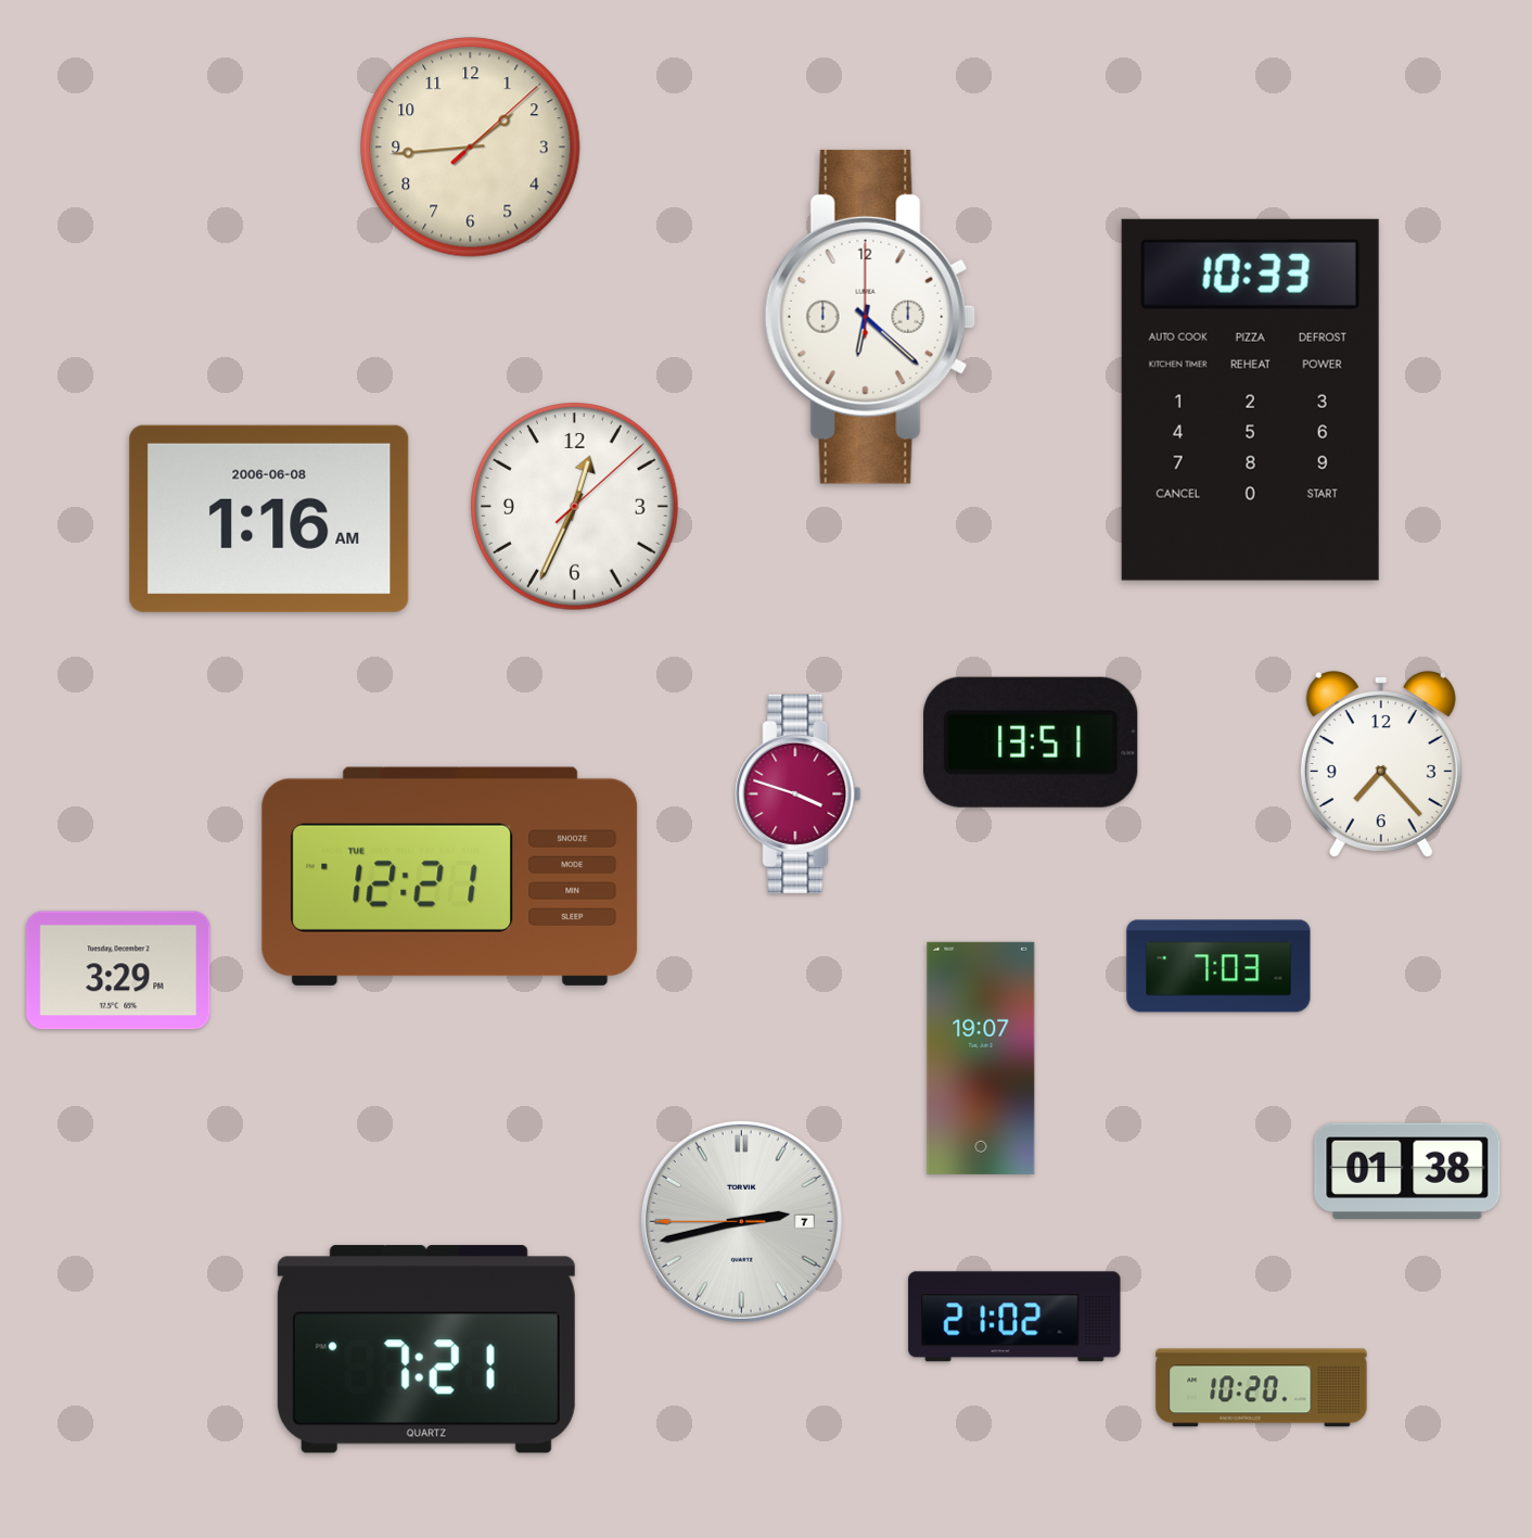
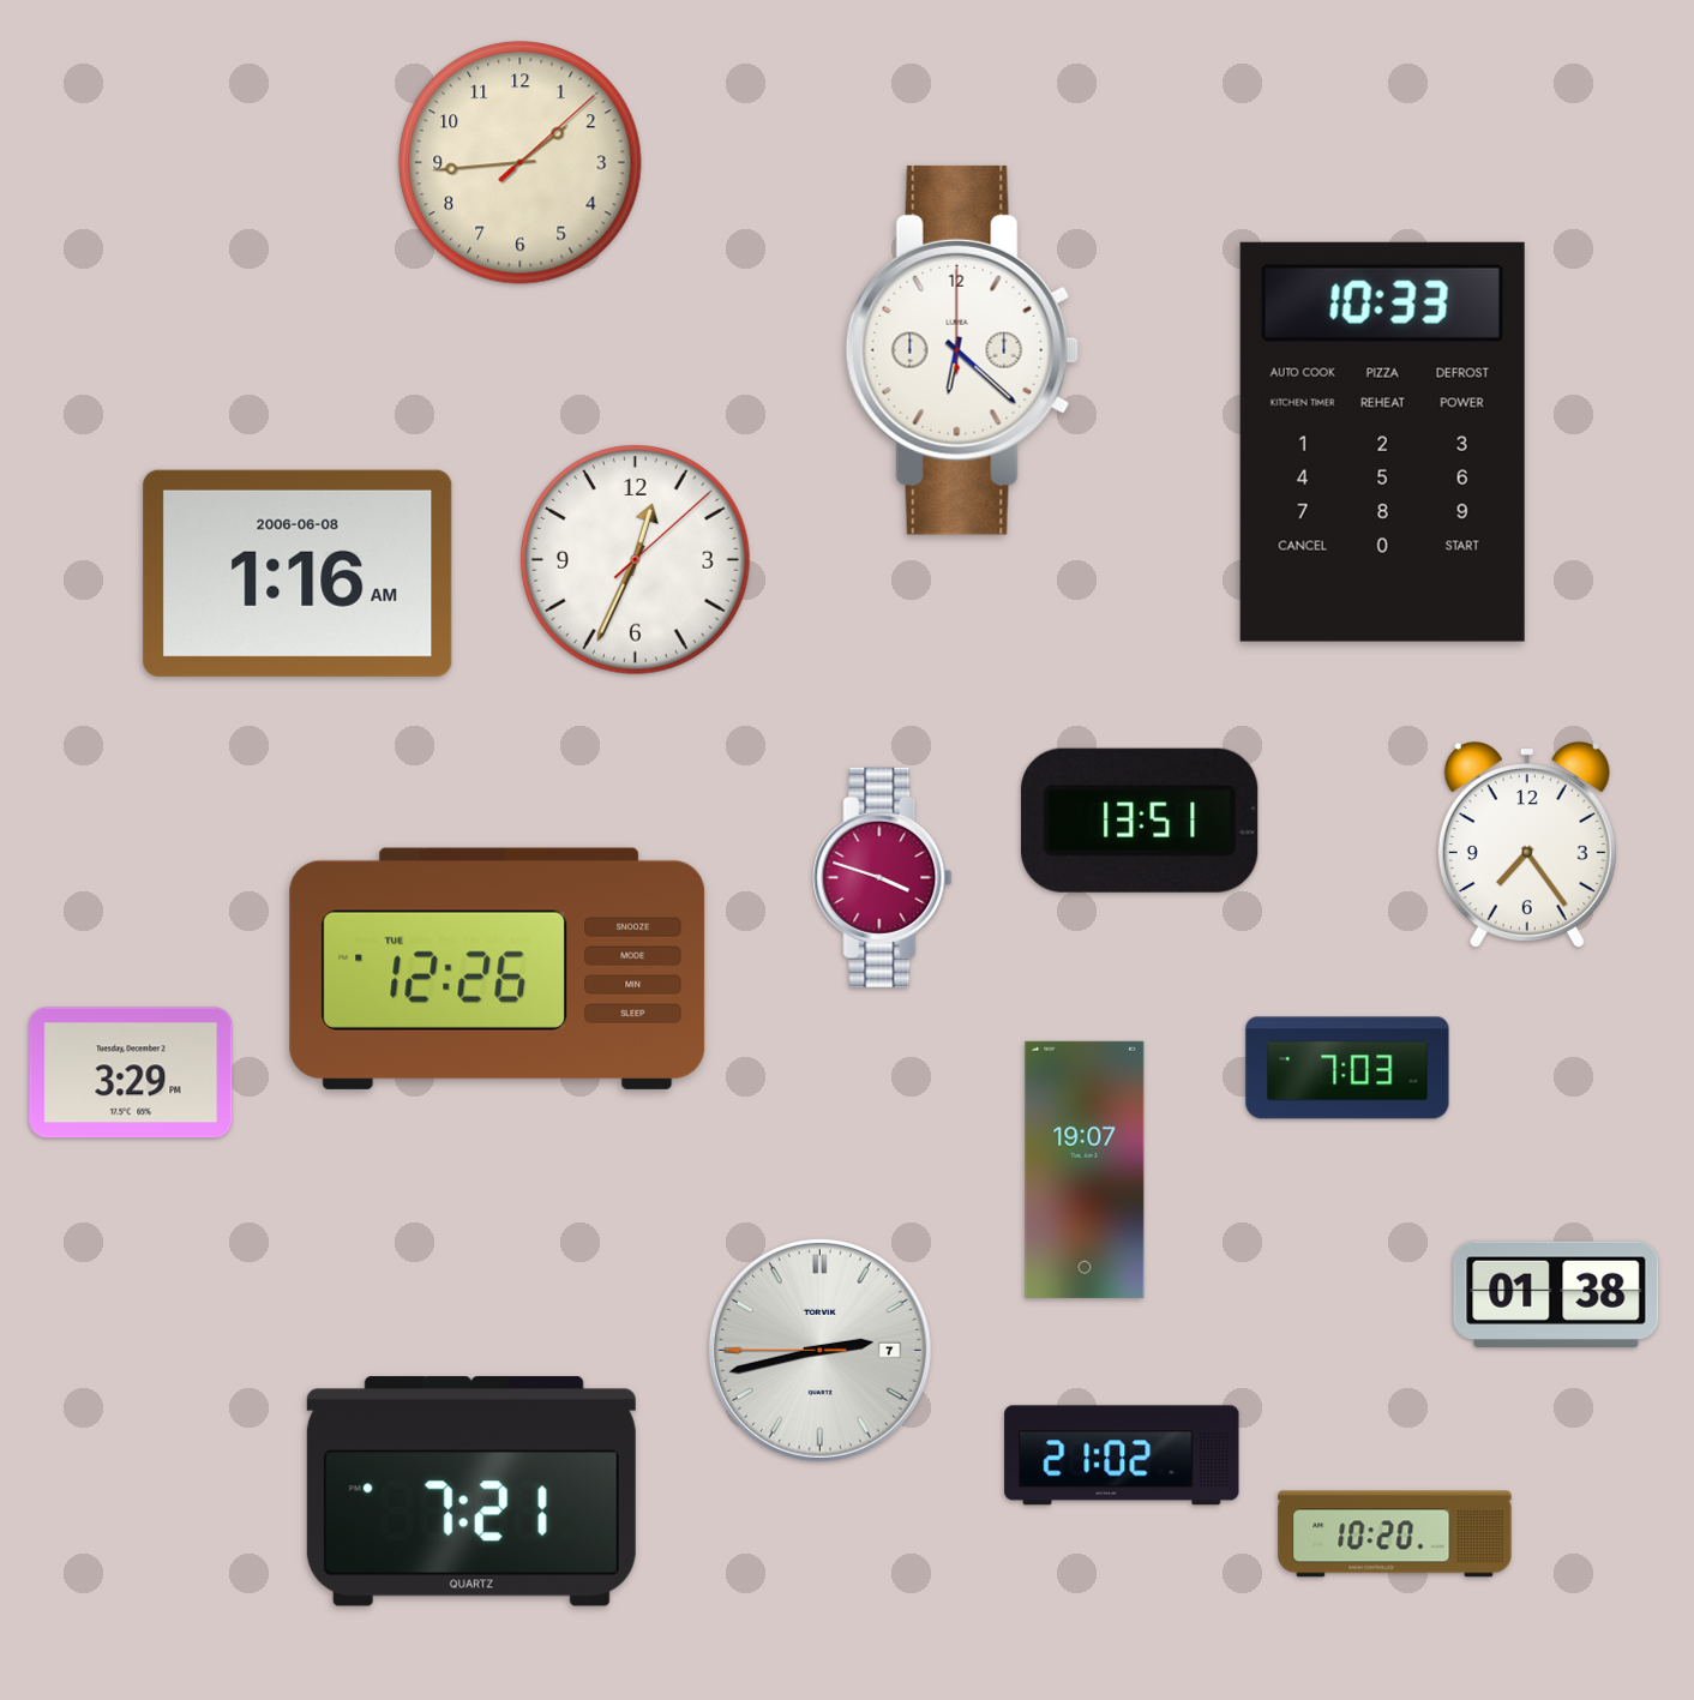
clock at (1381, 764): 7:23 -> 7:24
clock at (450, 876): 12:21 -> 12:26
